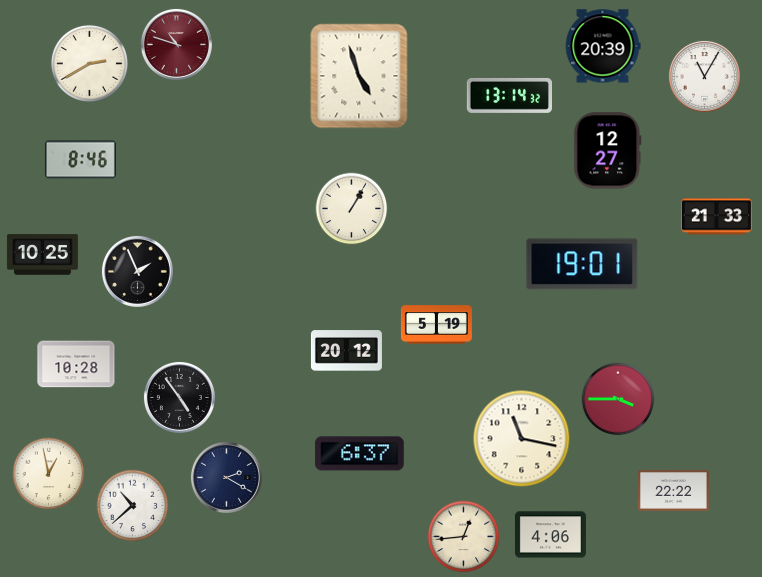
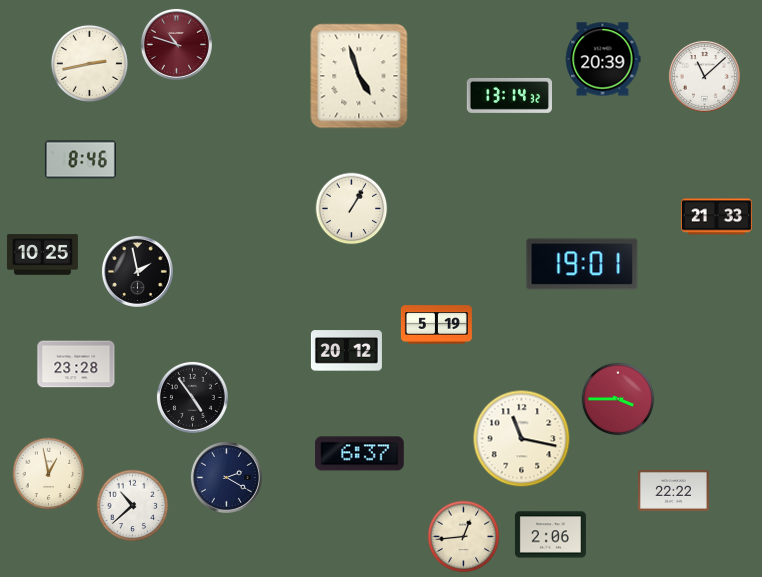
clock at (603, 46) position: (603, 46) -> (603, 59)
clock at (89, 63): 2:40 -> 2:43
clock at (704, 76): 11:05 -> 11:08
clock at (608, 151): 12:27 -> none
clock at (137, 271): 1:56 -> 1:58
clock at (76, 364): 10:28 -> 23:28
clock at (179, 397) position: (179, 397) -> (192, 397)
clock at (550, 535): 4:06 -> 2:06
